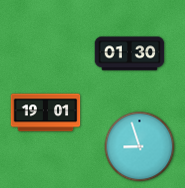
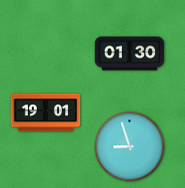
clock at (140, 147) position: (140, 147) -> (130, 147)
